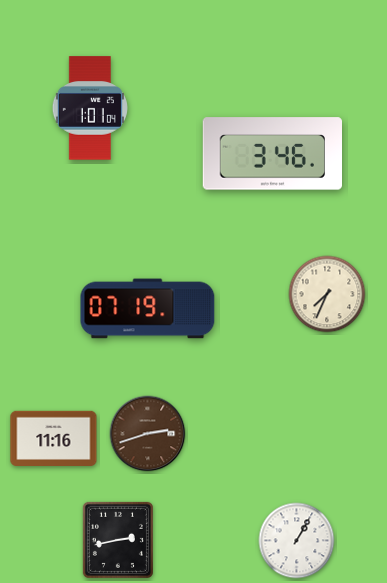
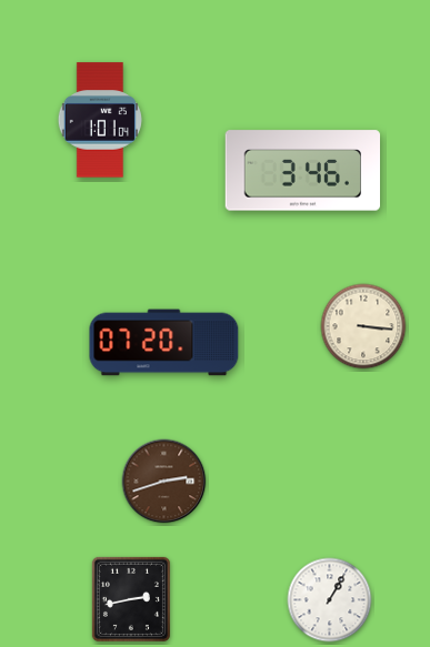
clock at (327, 294): 7:34 -> 3:16
clock at (148, 309): 07:19 -> 07:20
clock at (54, 438): 11:16 -> none
